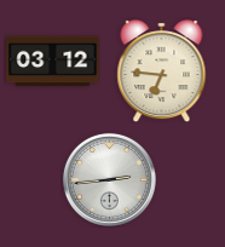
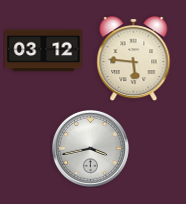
clock at (162, 71): 6:46 -> 5:46
clock at (109, 179): 2:44 -> 3:43
